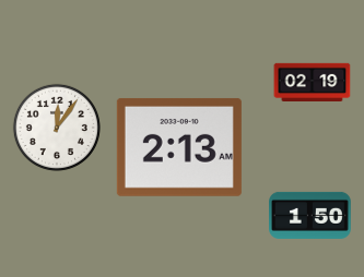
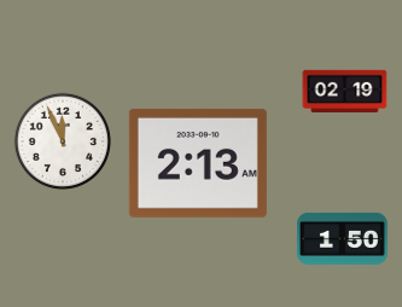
clock at (57, 128): 12:06 -> 11:56
